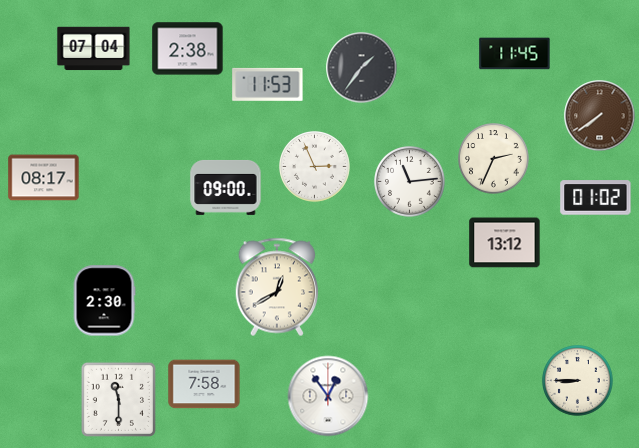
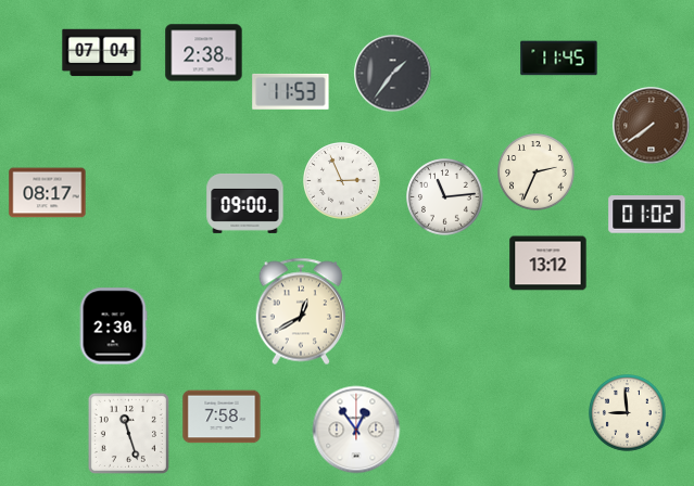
clock at (578, 381): 8:45 -> 8:59
clock at (118, 399): 11:30 -> 11:27
